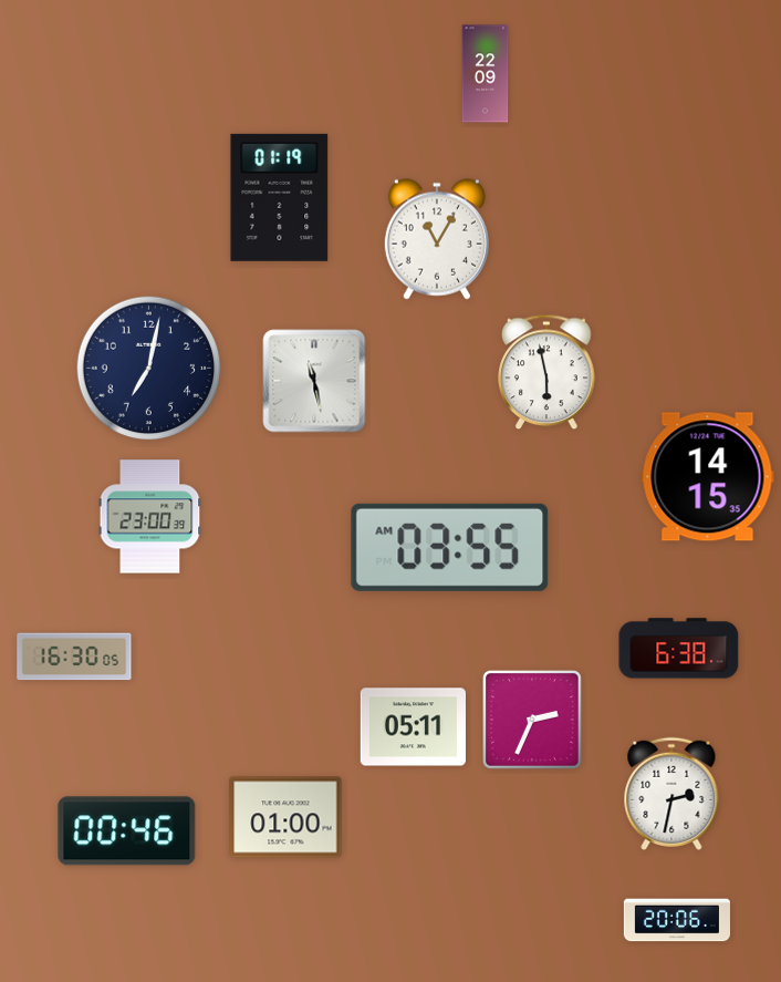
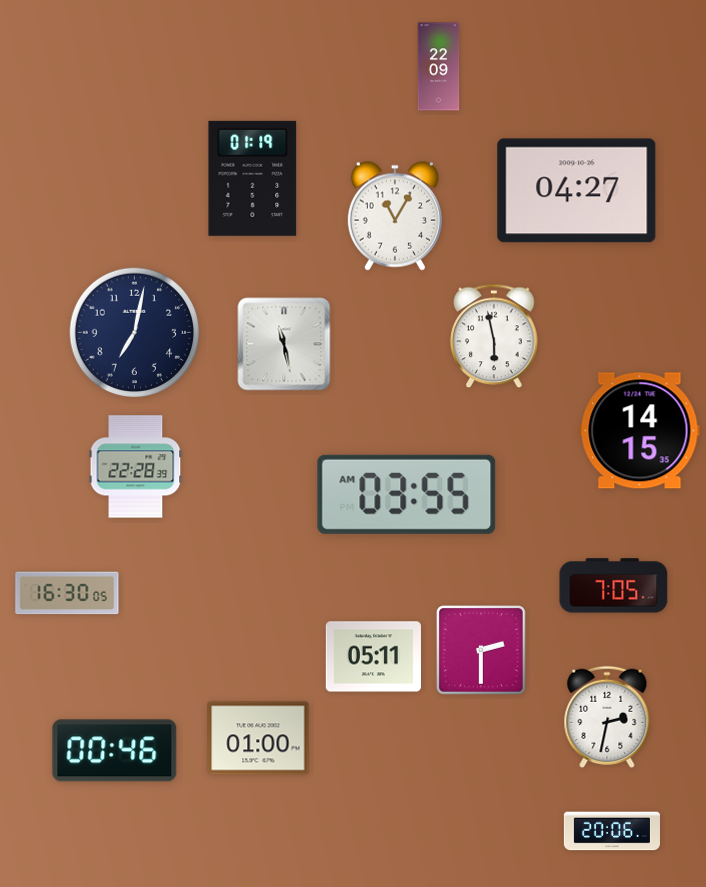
clock at (577, 191): none -> 04:27
clock at (150, 517): 23:00 -> 22:28
clock at (679, 649): 6:38 -> 7:05
clock at (533, 721): 2:34 -> 2:30
